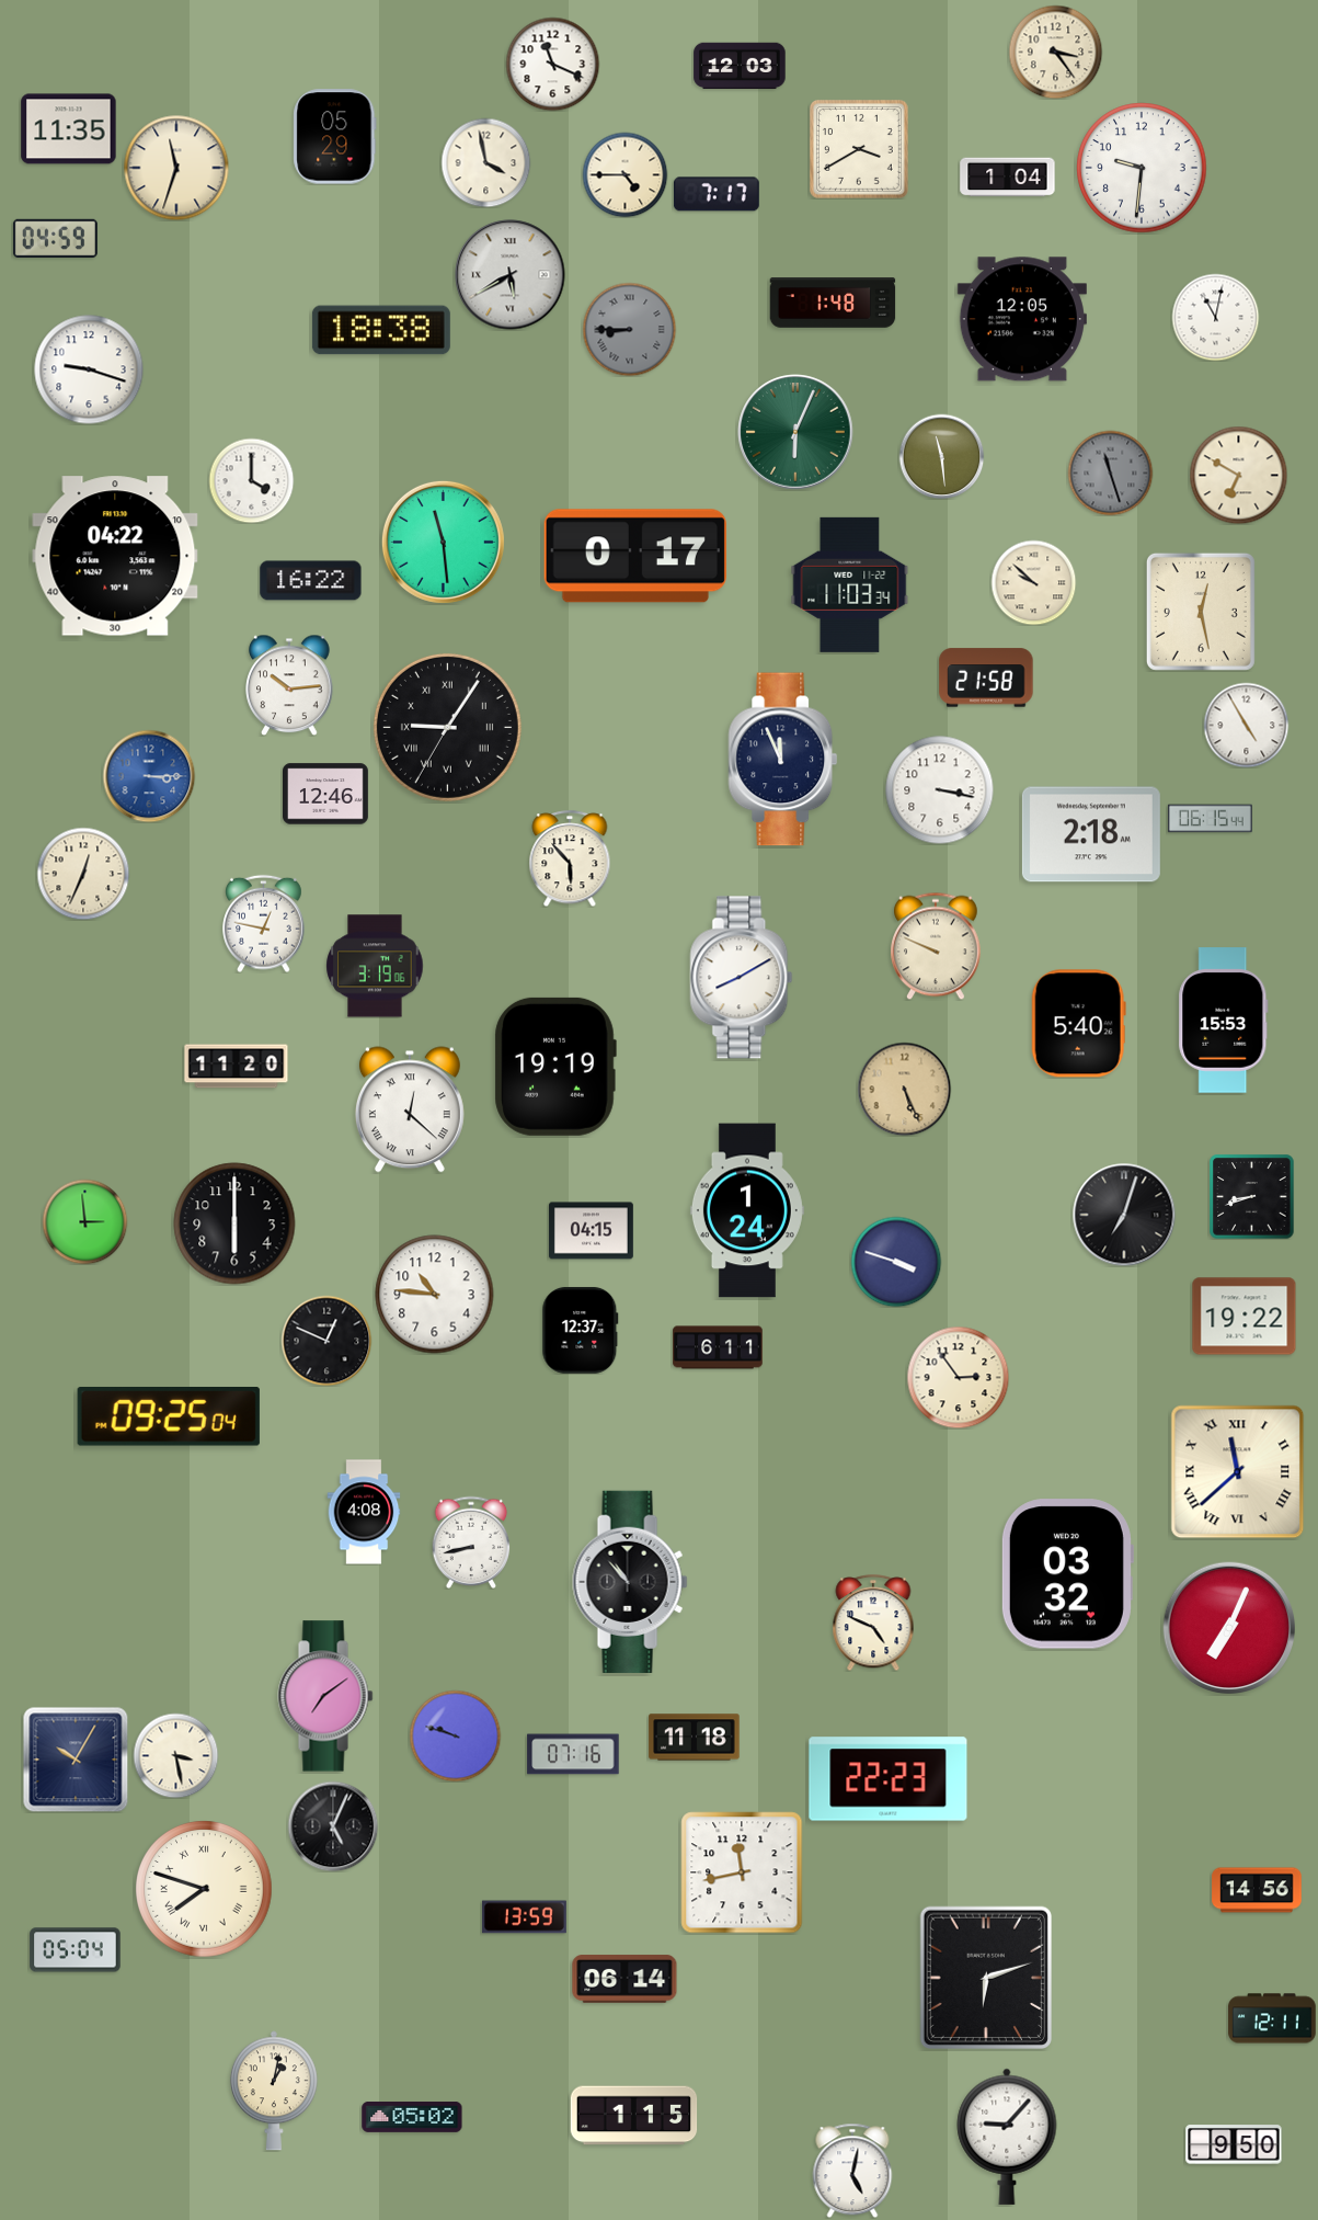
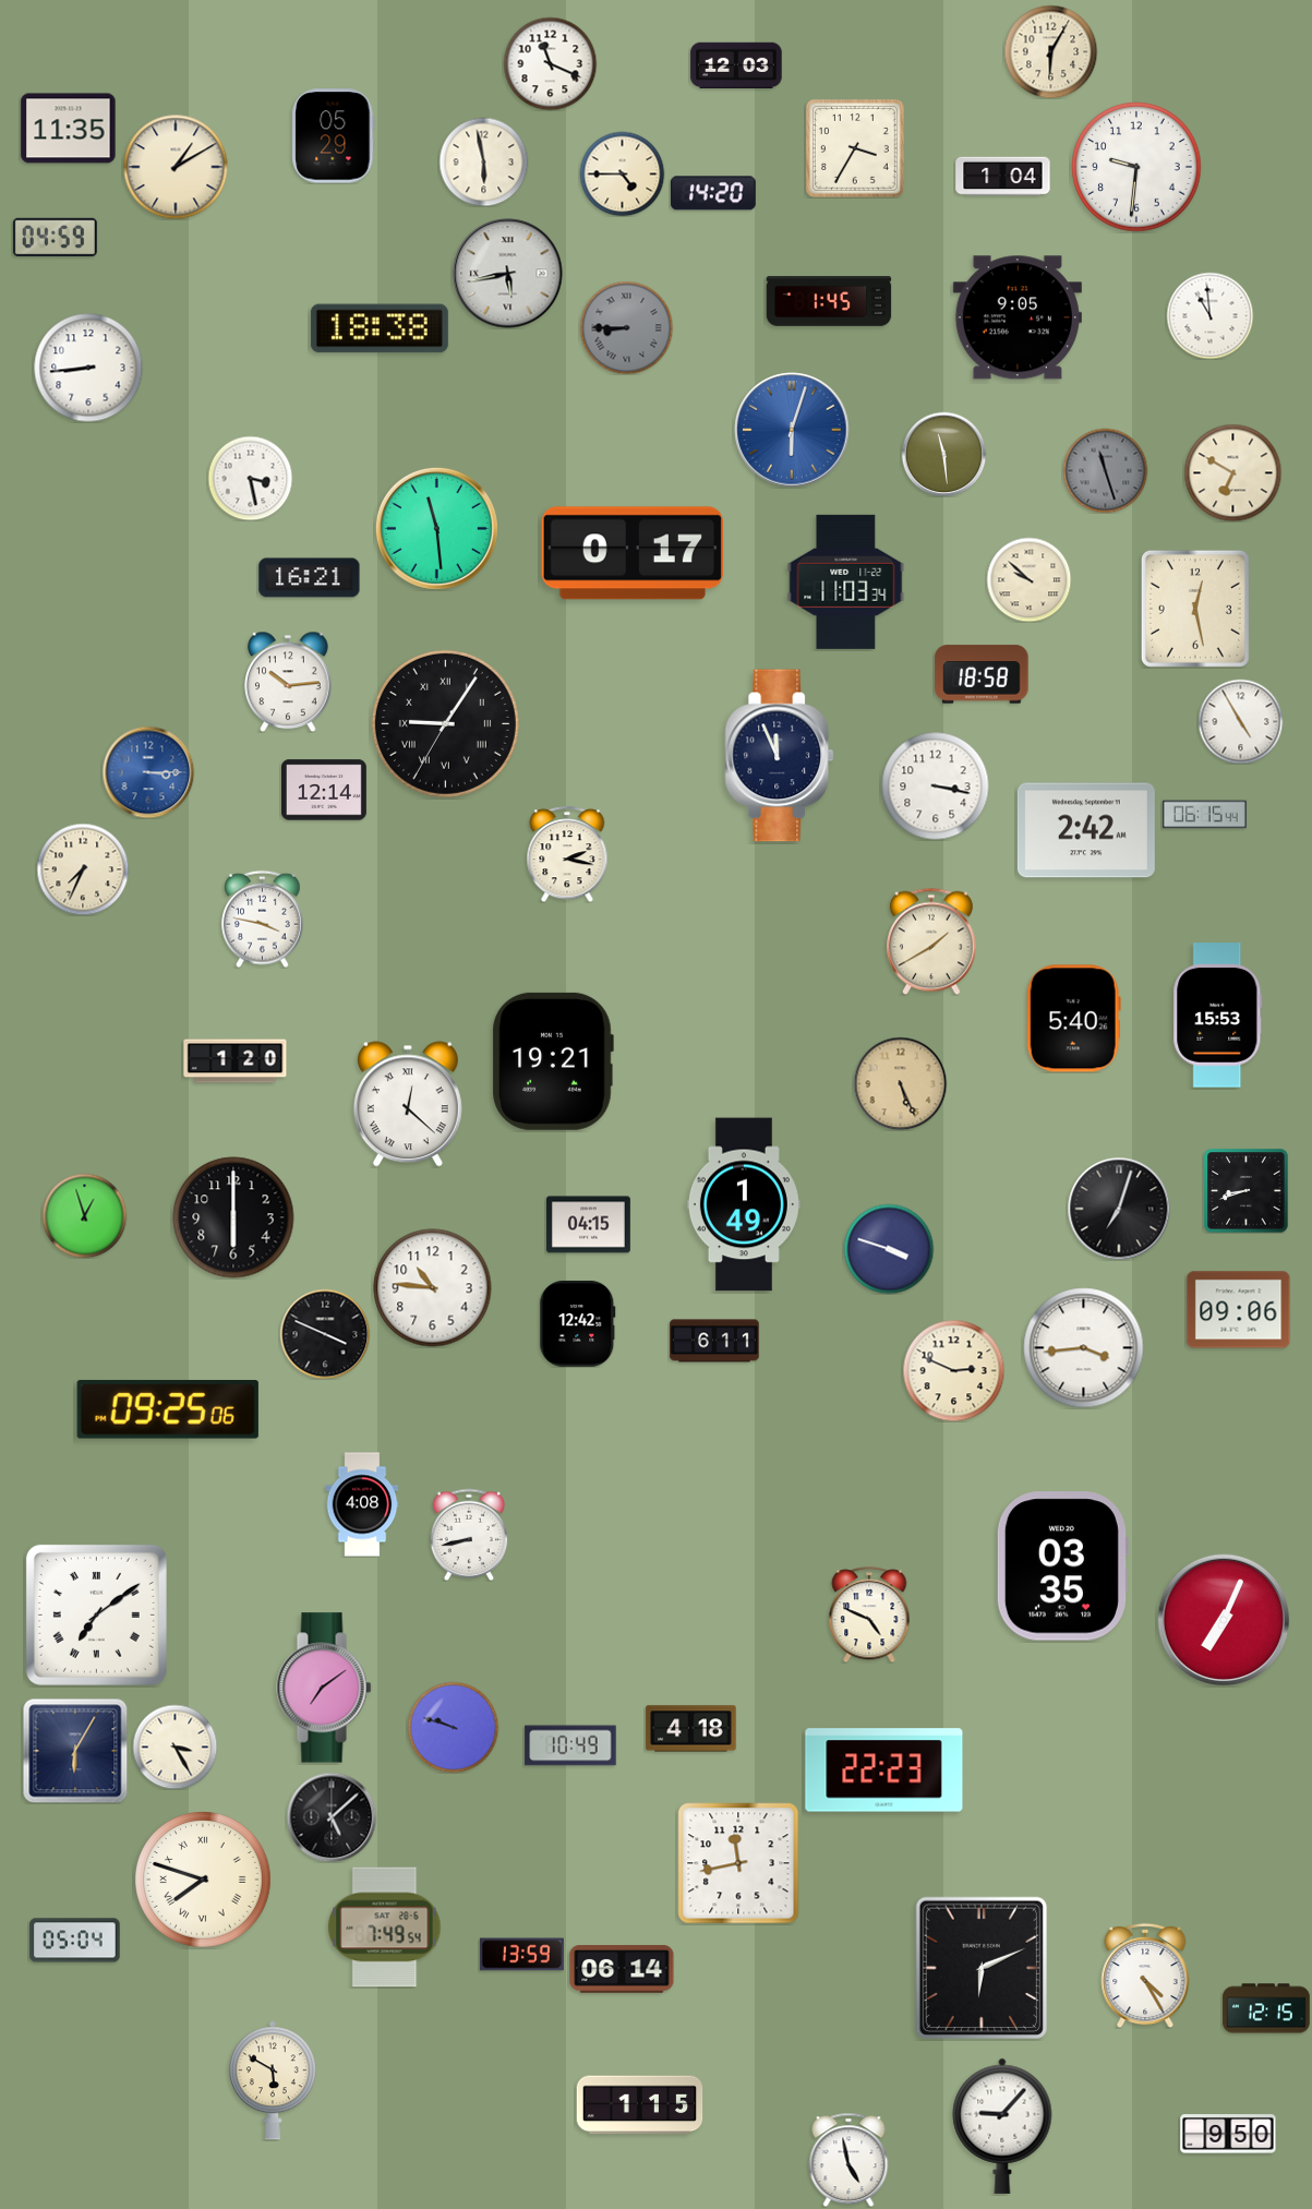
clock at (1055, 52): 3:24 -> 6:05
clock at (859, 149): 3:40 -> 3:35
clock at (485, 162): 3:58 -> 5:58
clock at (176, 168): 11:33 -> 1:10
clock at (717, 194): 7:17 -> 14:20
clock at (511, 275): 5:40 -> 5:43
clock at (833, 303): 1:48 -> 1:45
clock at (1215, 317): 11:02 -> 10:59
clock at (1022, 319): 12:05 -> 9:05
clock at (89, 369): 9:18 -> 8:44
clock at (795, 432): 6:04 -> 6:03
clock at (795, 432) dial: green -> blue
clock at (941, 456) position: (941, 456) -> (943, 454)
clock at (251, 480): 4:00 -> 3:28
clock at (443, 542) position: (443, 542) -> (436, 528)
clock at (115, 556): 04:22 -> none
clock at (311, 581): 16:22 -> 16:21
clock at (986, 678): 21:58 -> 18:58
clock at (326, 794): 12:46 -> 12:14
clock at (1091, 834): 2:18 -> 2:42
clock at (570, 858): 5:53 -> 2:17
clock at (83, 874): 12:34 -> 7:34
clock at (264, 923): 12:47 -> 3:47
clock at (937, 946): 9:49 -> 1:40
clock at (375, 966): 3:19 -> none
clock at (742, 978): 8:10 -> none
clock at (237, 1067): 11:20 -> 1:20
clock at (555, 1067): 19:19 -> 19:21
clock at (747, 1210): 1:24 -> 1:49
clock at (84, 1221): 2:59 -> 12:57
clock at (896, 1262) position: (896, 1262) -> (889, 1249)
clock at (1245, 1317): 19:22 -> 09:06
clock at (581, 1330): 12:37 -> 12:42
clock at (326, 1341): 12:49 -> 3:49
clock at (1084, 1348): none -> 3:44
clock at (958, 1377): 2:54 -> 2:49
clock at (169, 1418): 09:25:04 -> 09:25:06
clock at (1238, 1472): 11:38 -> none
clock at (1067, 1574): 03:32 -> 03:35
clock at (630, 1582): 10:53 -> none
clock at (96, 1614): none -> 7:09
clock at (695, 1738): 11:18 -> 4:18
clock at (573, 1754): 07:16 -> 10:49
clock at (175, 1755): 3:28 -> 3:25
clock at (76, 1760): 10:05 -> 6:05
clock at (333, 1826): 5:04 -> 5:08
clock at (1257, 1890): 14:56 -> none
clock at (524, 1917) position: (524, 1917) -> (521, 1955)
clock at (385, 1928): none -> 7:49
clock at (985, 1977): 6:12 -> 6:11
clock at (1145, 1976): none -> 4:25
clock at (1272, 2018): 12:11 -> 12:15
clock at (274, 2091): 1:02 -> 5:50
clock at (634, 2116) position: (634, 2116) -> (640, 2105)
clock at (412, 2117): 05:02 -> none
clock at (852, 2171): 5:02 -> 4:58
